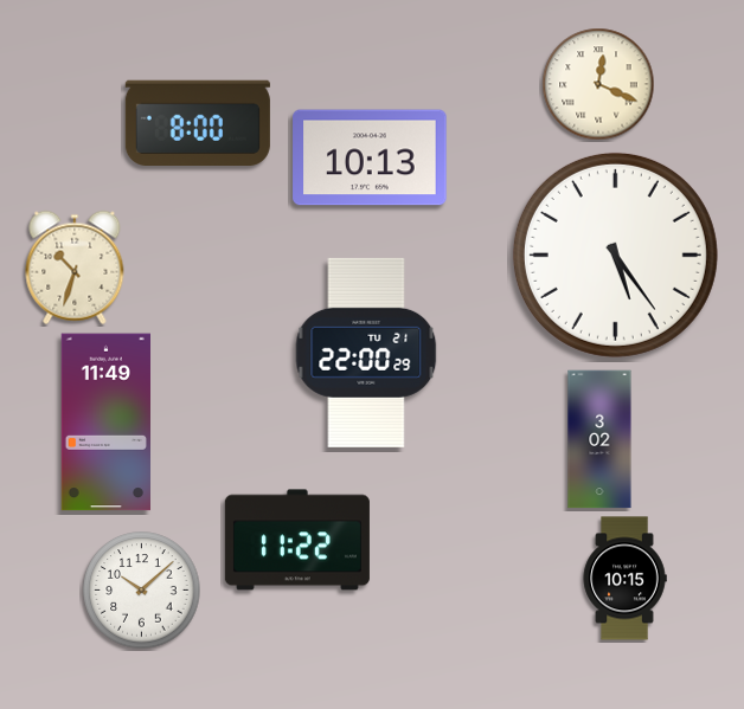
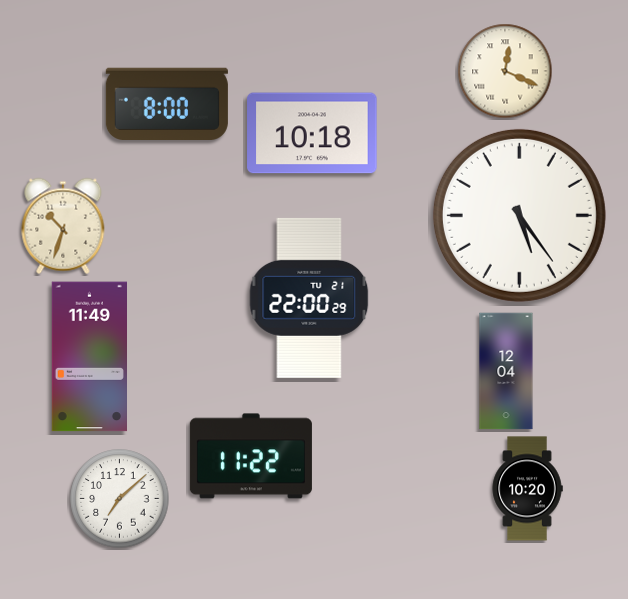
clock at (370, 157): 10:13 -> 10:18
clock at (599, 439): 3:02 -> 12:04
clock at (624, 579): 10:15 -> 10:20
clock at (142, 591): 10:08 -> 7:08
